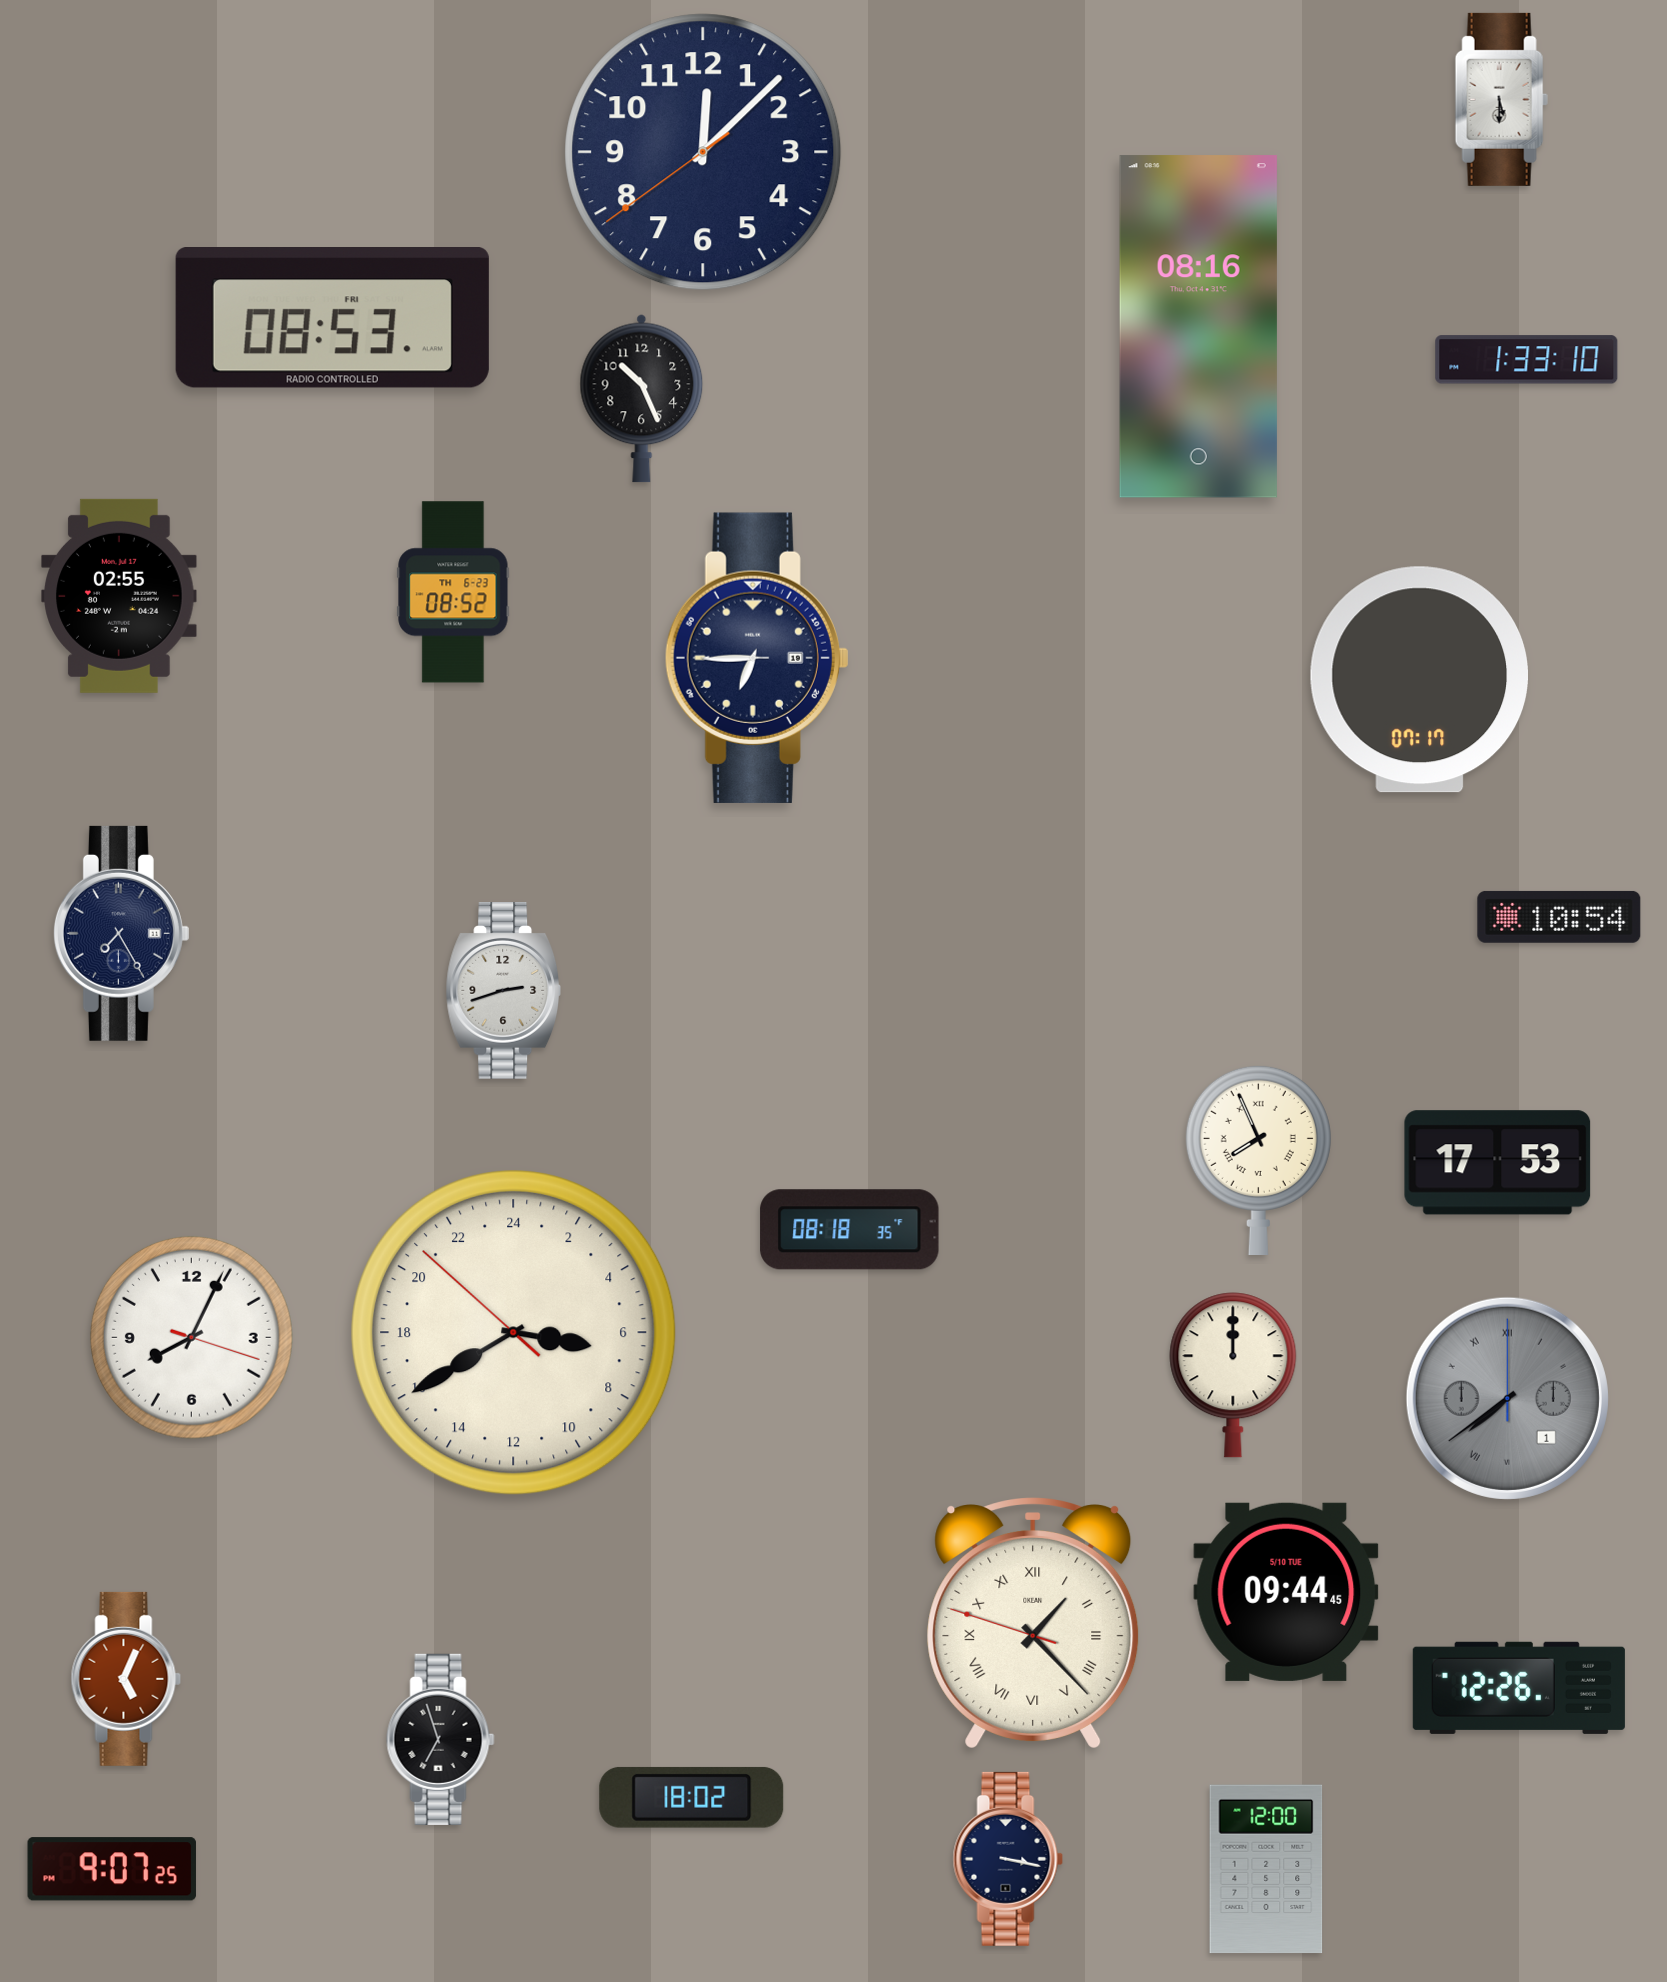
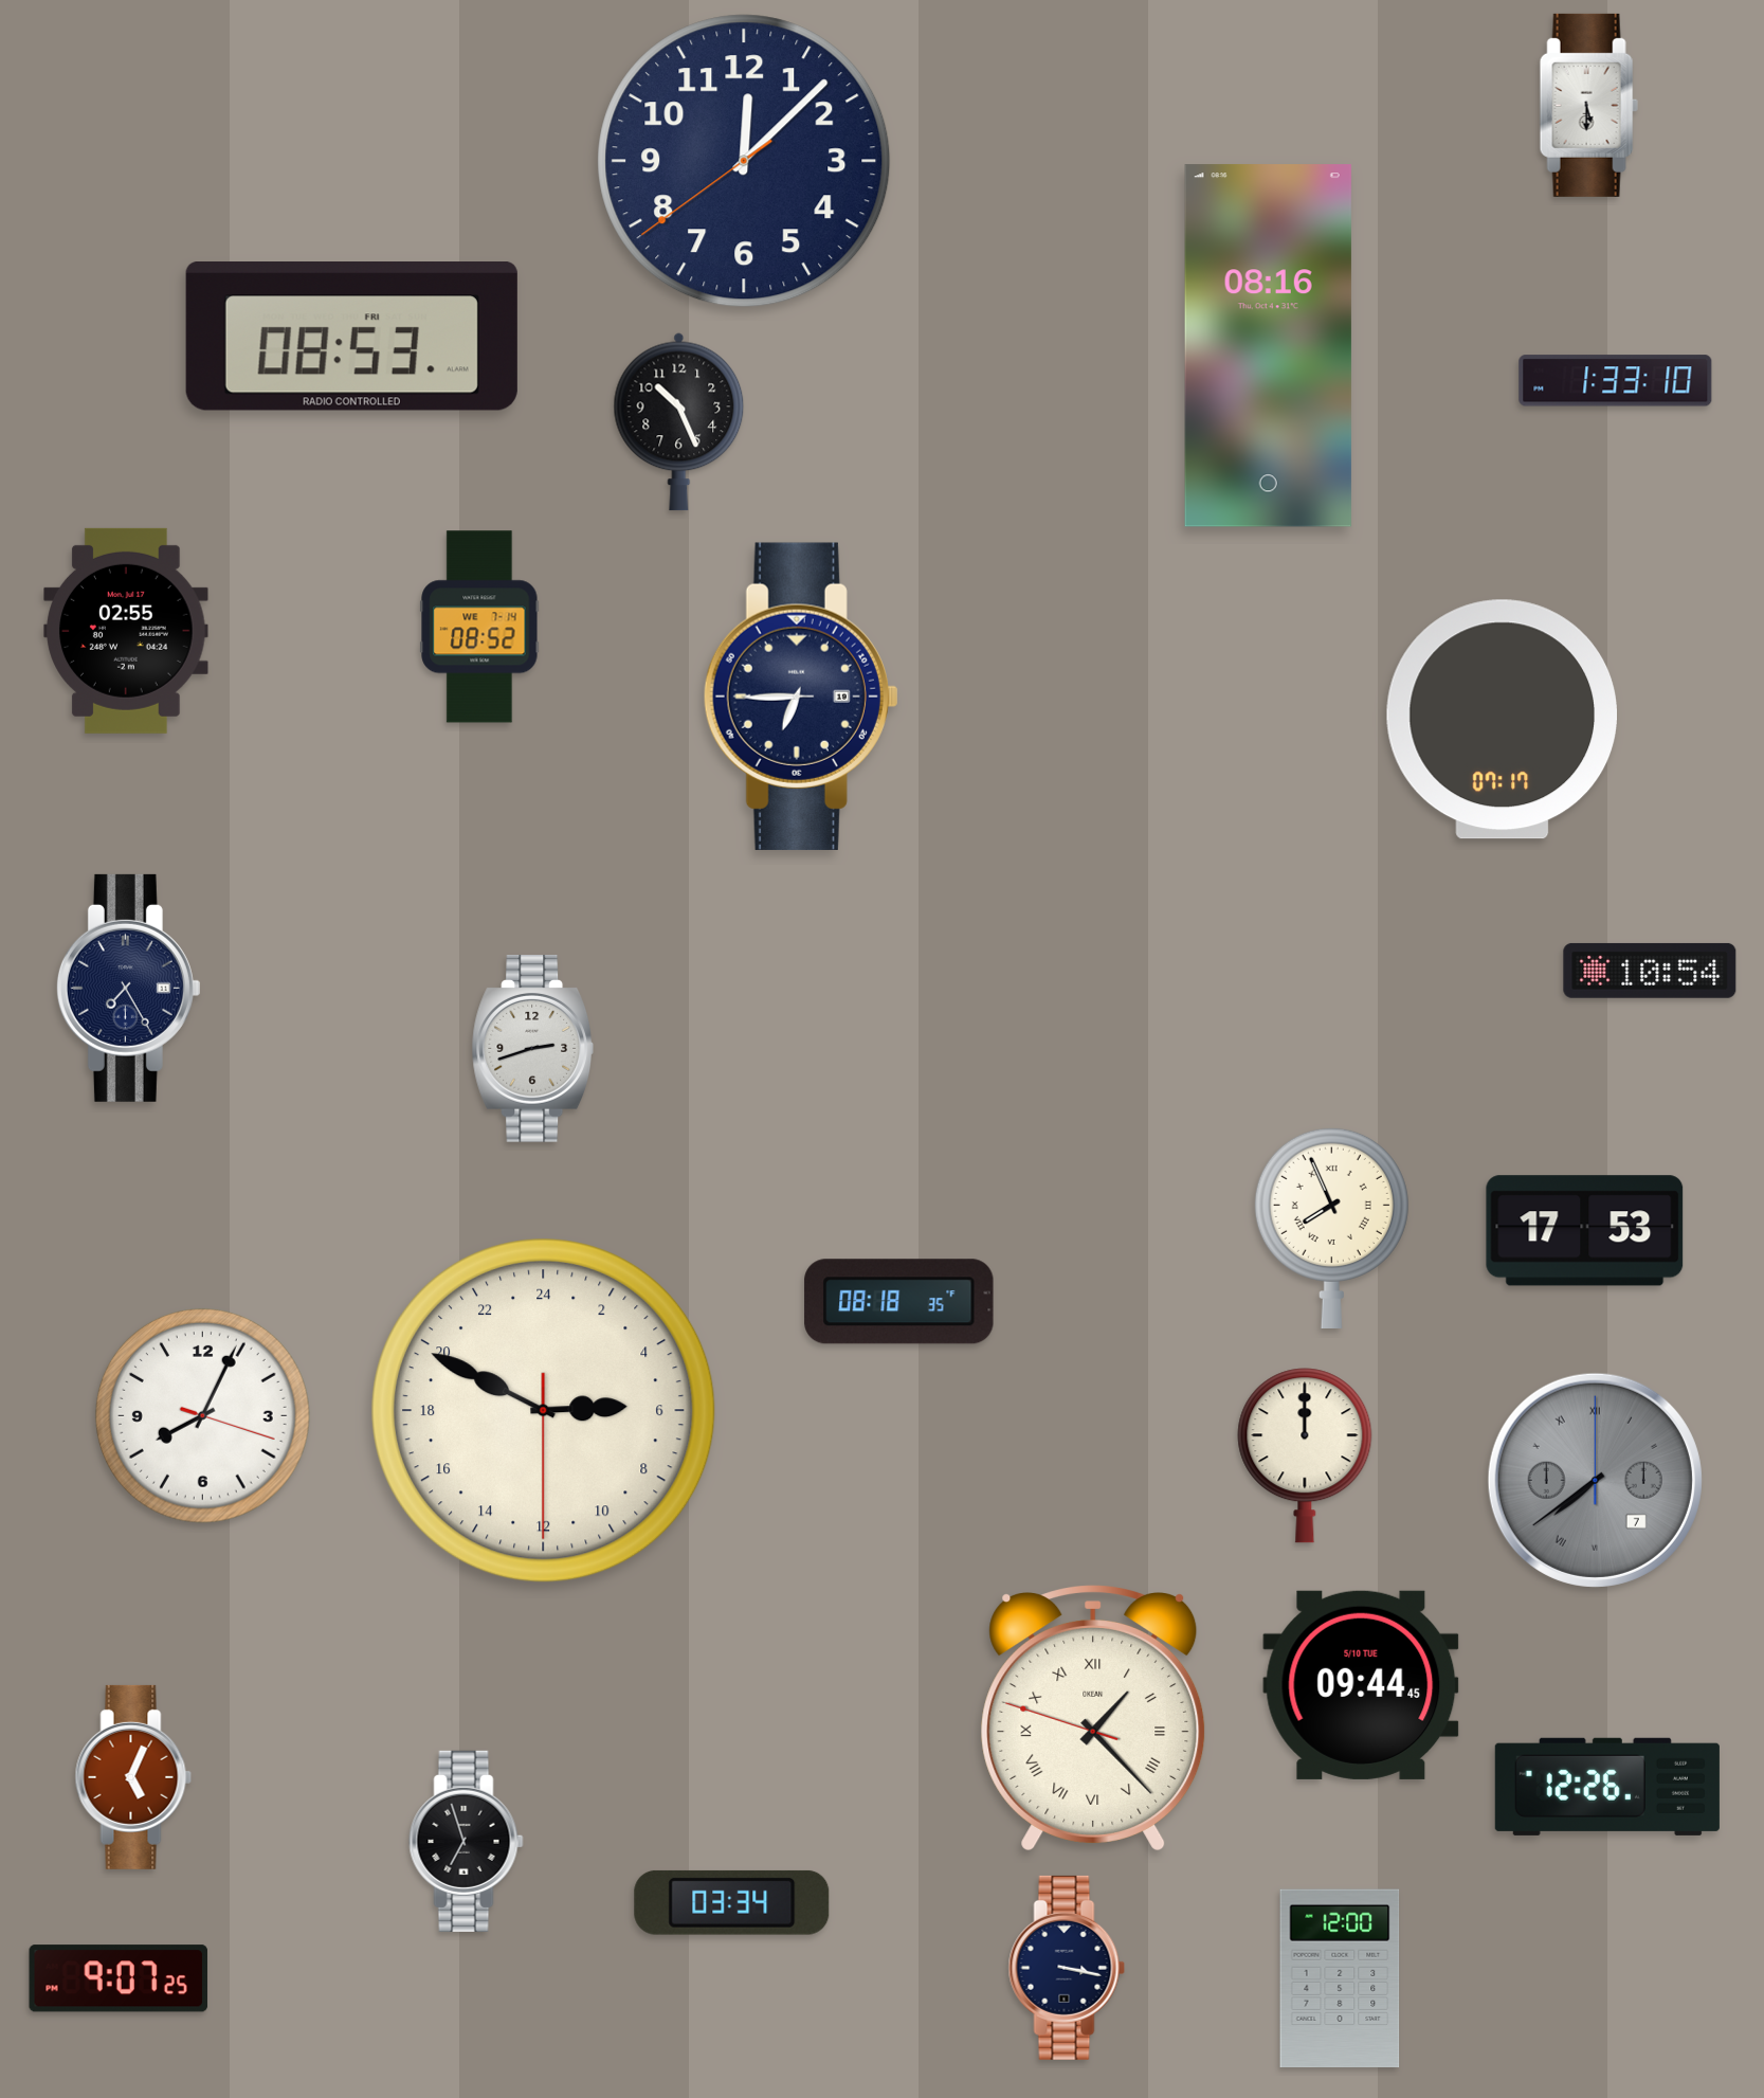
clock at (453, 592) date: TH 6-23 -> WE 7-14
clock at (514, 1333): 6:39 -> 5:49
clock at (1507, 1398) date: 1 -> 7
clock at (692, 1797): 18:02 -> 03:34
